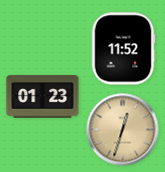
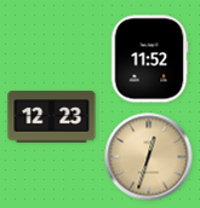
clock at (43, 97): 01:23 -> 12:23
